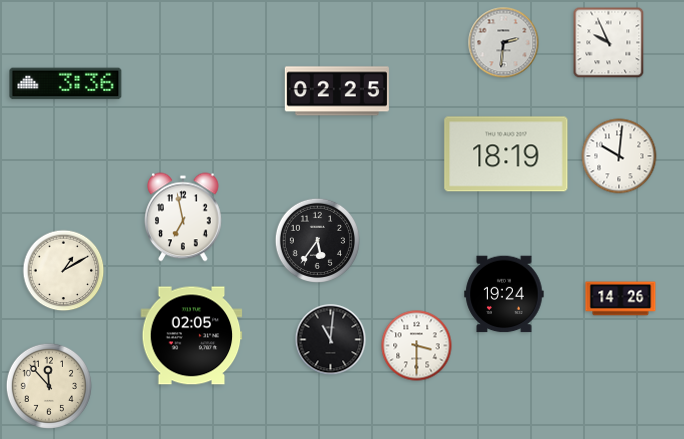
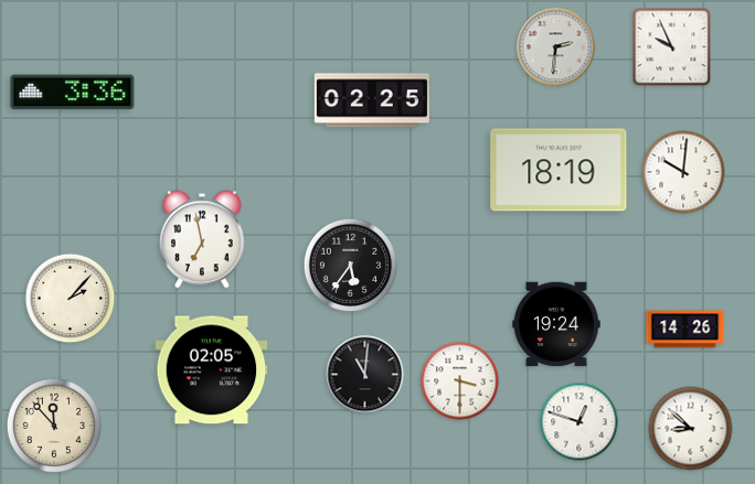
clock at (64, 271): 1:10 -> 2:07
clock at (579, 422): none -> 12:48
clock at (691, 429): none -> 8:52
